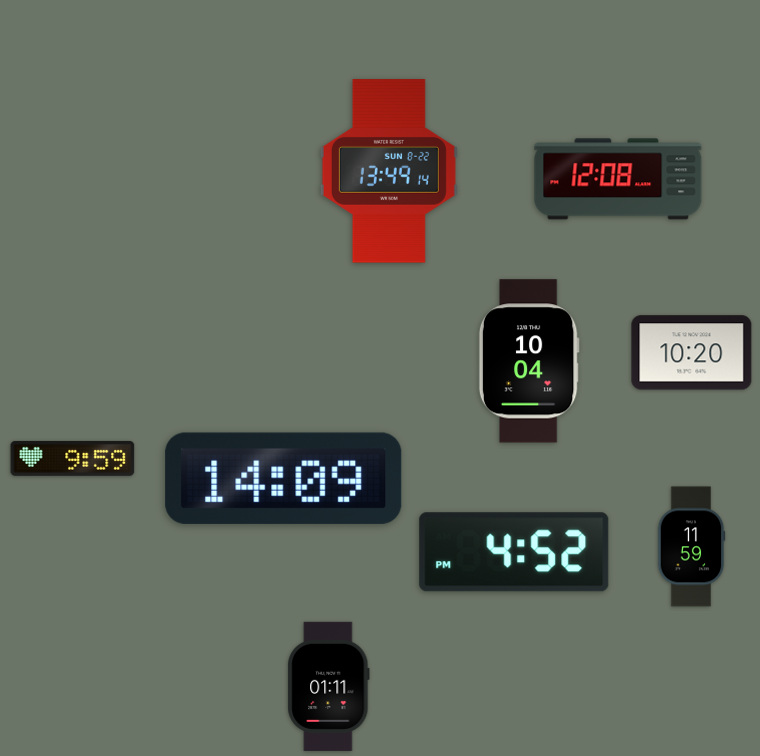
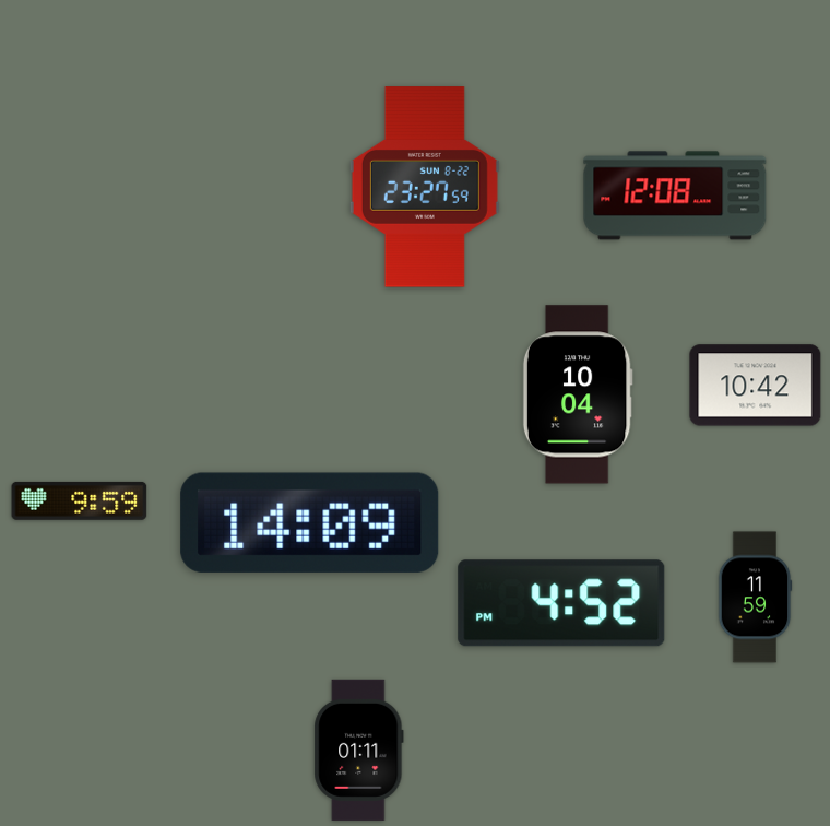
clock at (389, 171): 13:49 -> 23:27
clock at (692, 353): 10:20 -> 10:42
